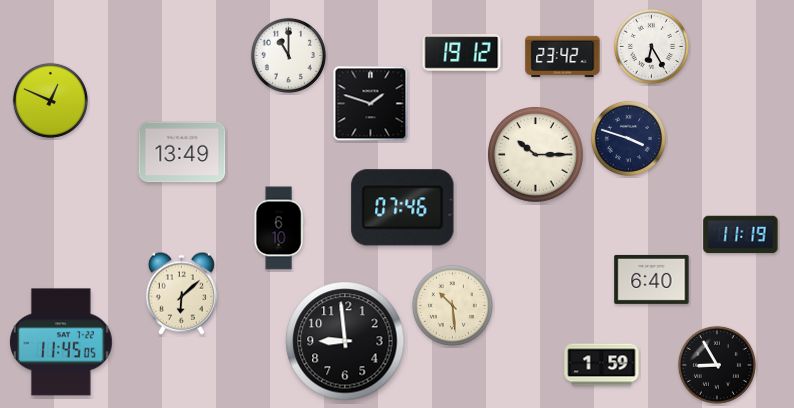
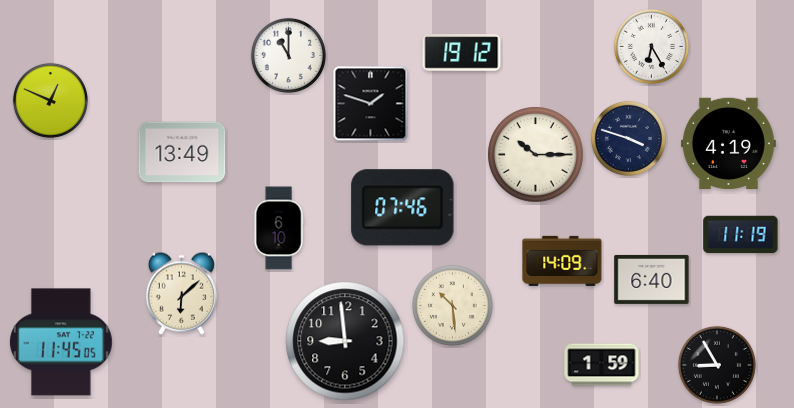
clock at (563, 56): 23:42 -> none
clock at (728, 143): none -> 4:19
clock at (562, 261): none -> 14:09
